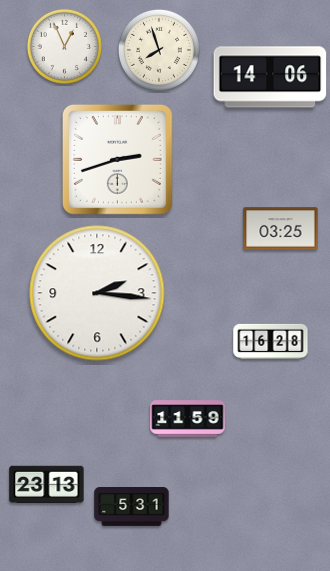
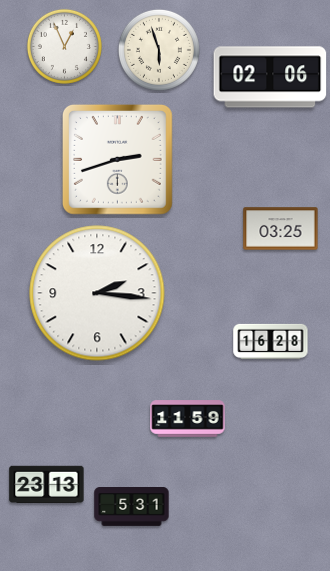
clock at (159, 50): 7:57 -> 5:57
clock at (270, 77): 14:06 -> 02:06
